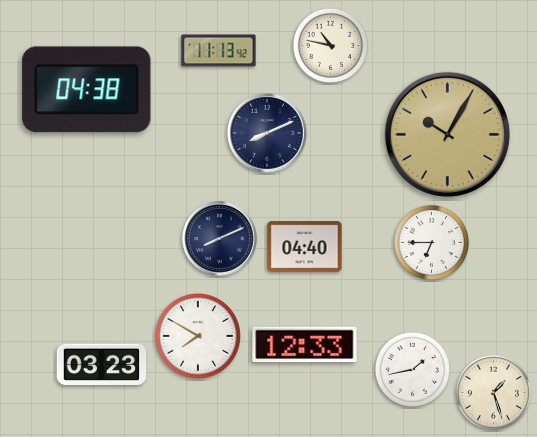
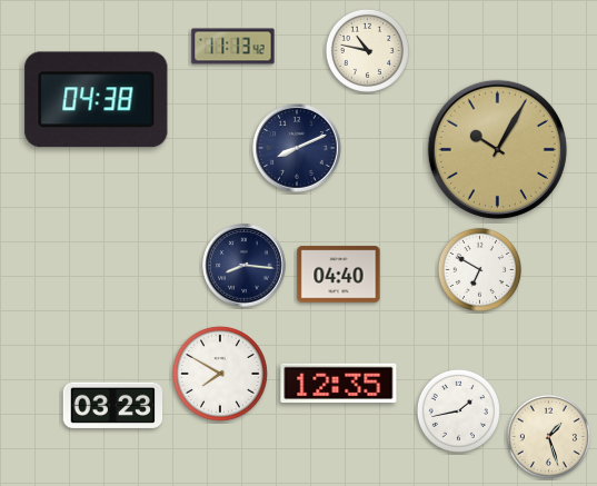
clock at (219, 51) position: (219, 51) -> (233, 47)
clock at (220, 239): 8:11 -> 8:16
clock at (431, 242): 6:45 -> 6:50
clock at (305, 345): 12:33 -> 12:35
